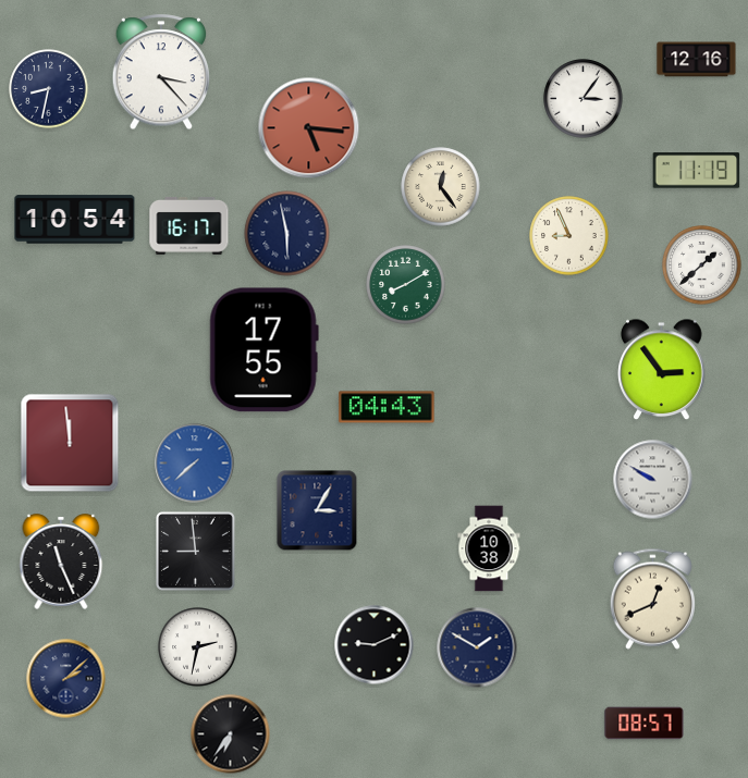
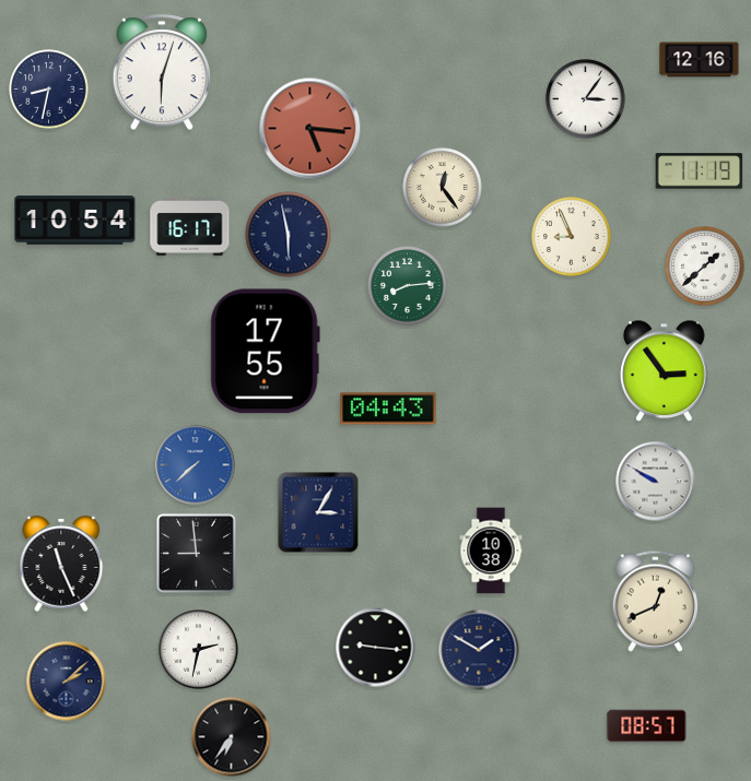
clock at (161, 73): 3:23 -> 6:03
clock at (406, 285): 8:10 -> 8:14
clock at (70, 443): 11:59 -> none
clock at (375, 645): 9:11 -> 9:16
